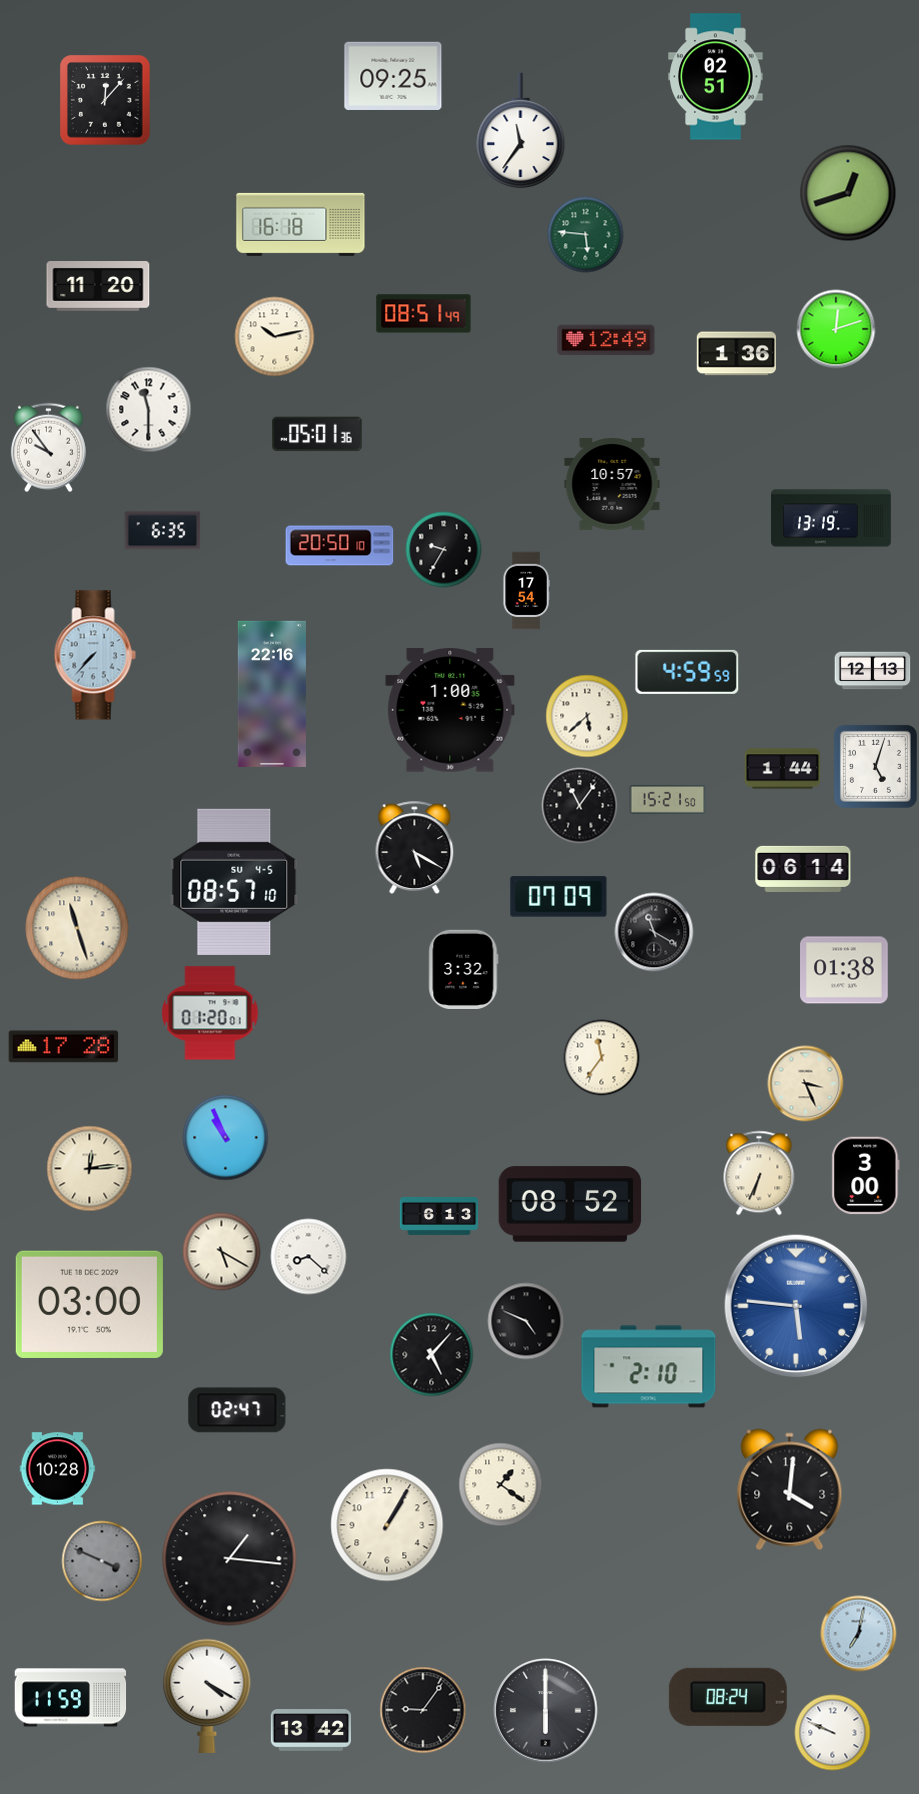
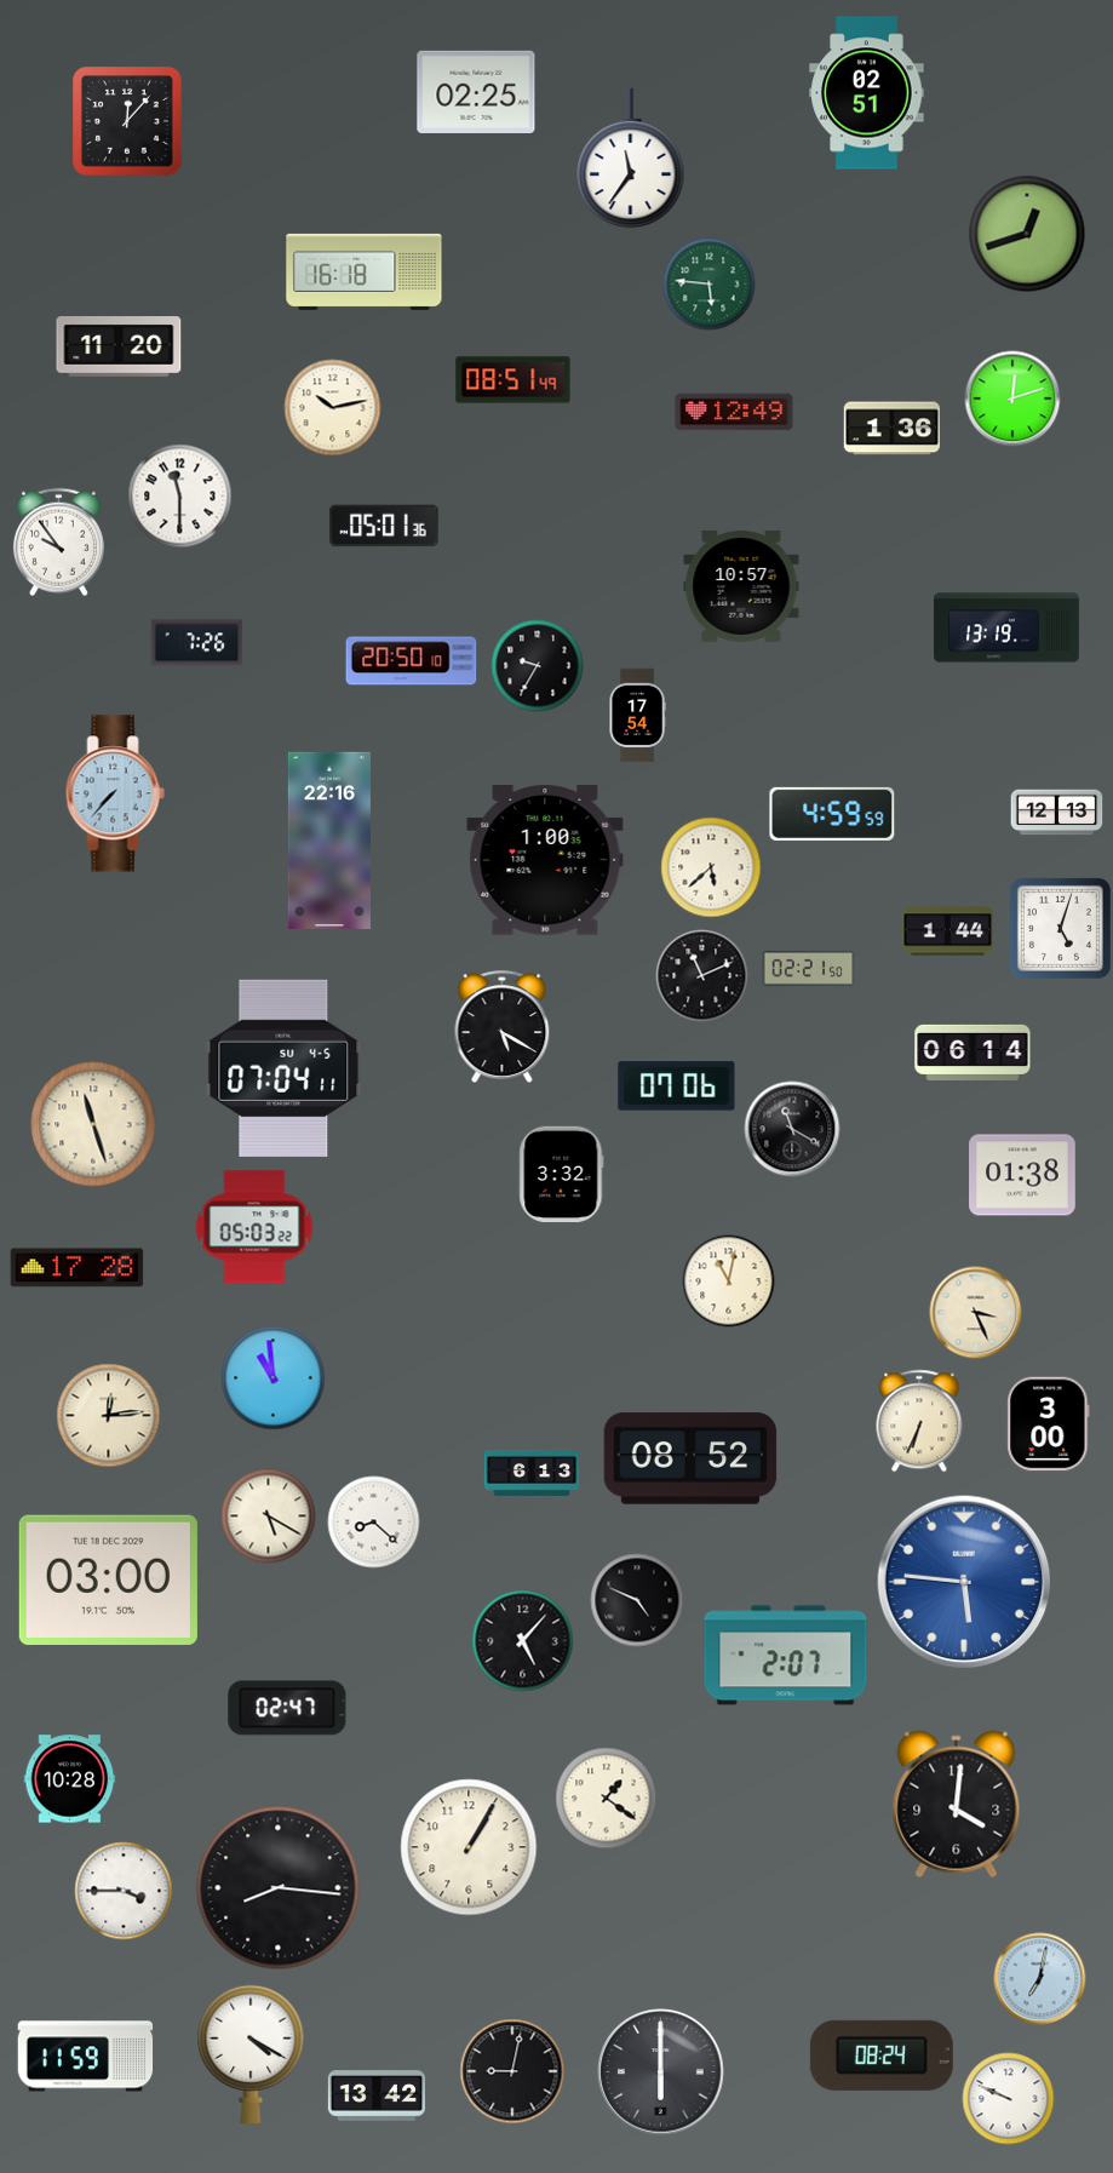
clock at (393, 75): 09:25 -> 02:25
clock at (163, 531): 6:35 -> 7:26
clock at (668, 800): 15:21 -> 02:21
clock at (580, 806): 11:06 -> 11:11
clock at (234, 882): 08:57 -> 07:04
clock at (559, 897): 07:09 -> 07:06
clock at (210, 1013): 01:20 -> 05:03
clock at (602, 1058): 11:36 -> 11:02
clock at (226, 1138): 10:56 -> 10:59
clock at (649, 1367): 2:10 -> 2:07
clock at (230, 1559): 1:16 -> 8:16
clock at (102, 1561): 3:49 -> 3:45
clock at (102, 1561) dial: grey -> white
clock at (423, 1710): 9:06 -> 9:02
